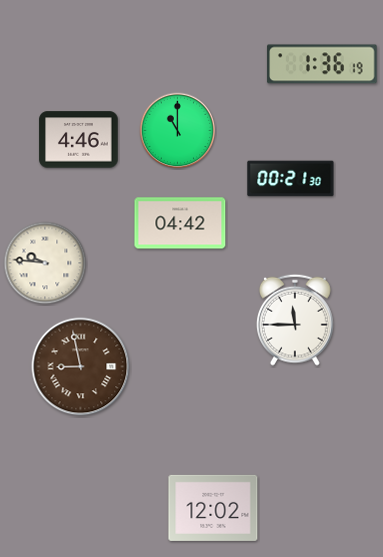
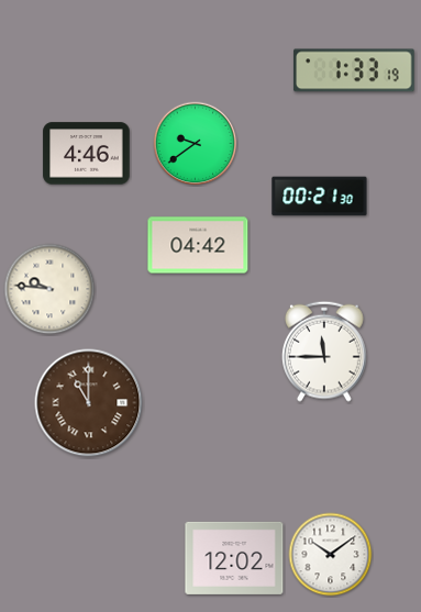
clock at (322, 64): 1:36 -> 1:33
clock at (178, 131): 11:00 -> 9:39
clock at (81, 367): 8:58 -> 11:00
clock at (331, 555): none -> 10:09
